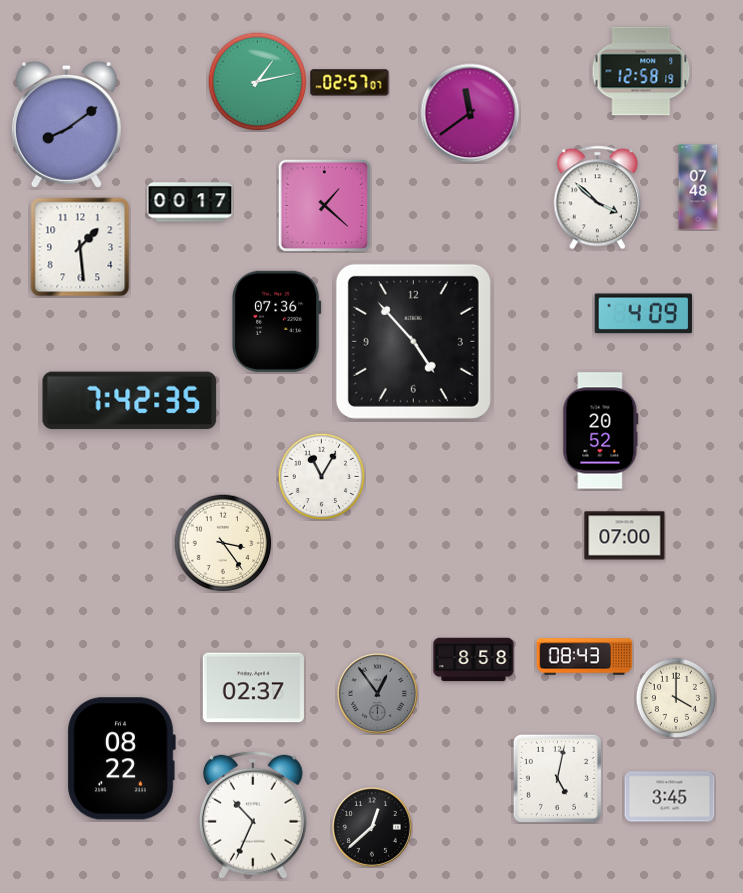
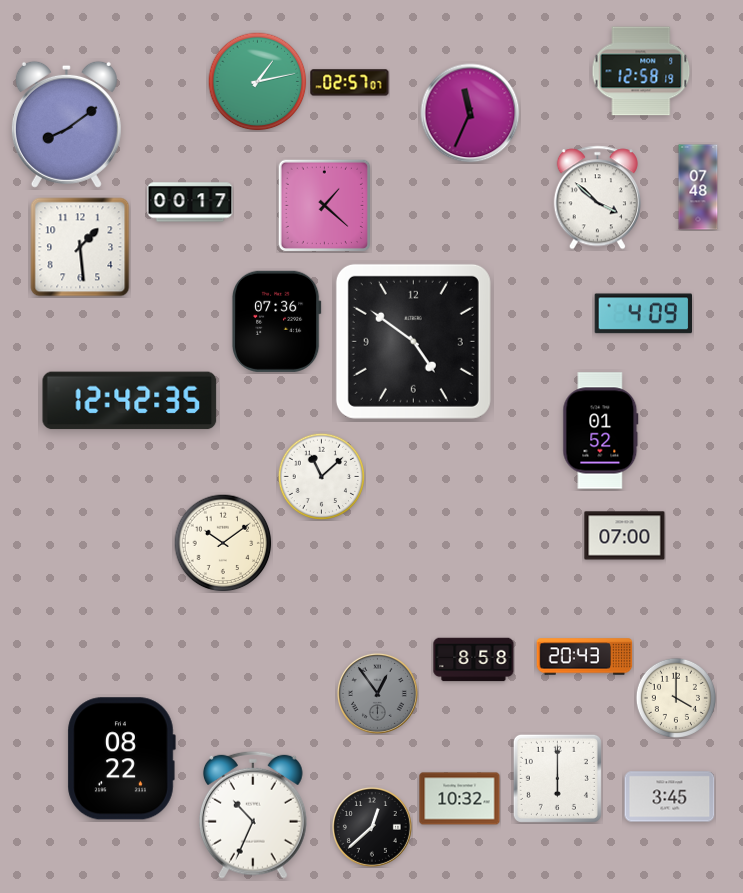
clock at (470, 113): 11:39 -> 11:34
clock at (413, 341): 4:53 -> 4:51
clock at (130, 401): 7:42 -> 12:42
clock at (601, 431): 20:52 -> 01:52
clock at (321, 476): 11:05 -> 11:08
clock at (223, 543): 3:24 -> 10:09
clock at (585, 657): 08:43 -> 20:43
clock at (253, 688): 02:37 -> none
clock at (557, 778): 5:02 -> 6:00
clock at (460, 799): none -> 10:32
